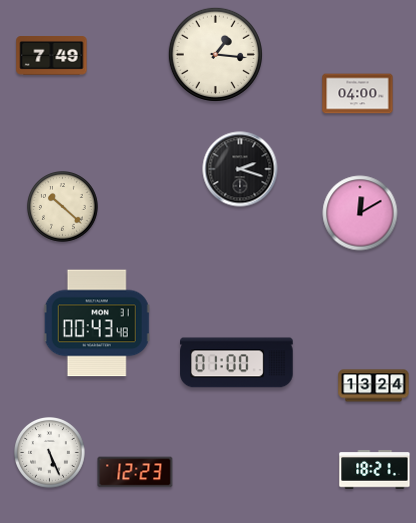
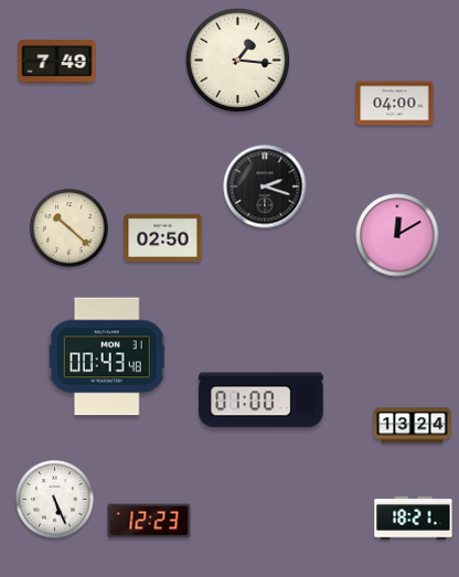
clock at (163, 237): none -> 02:50
